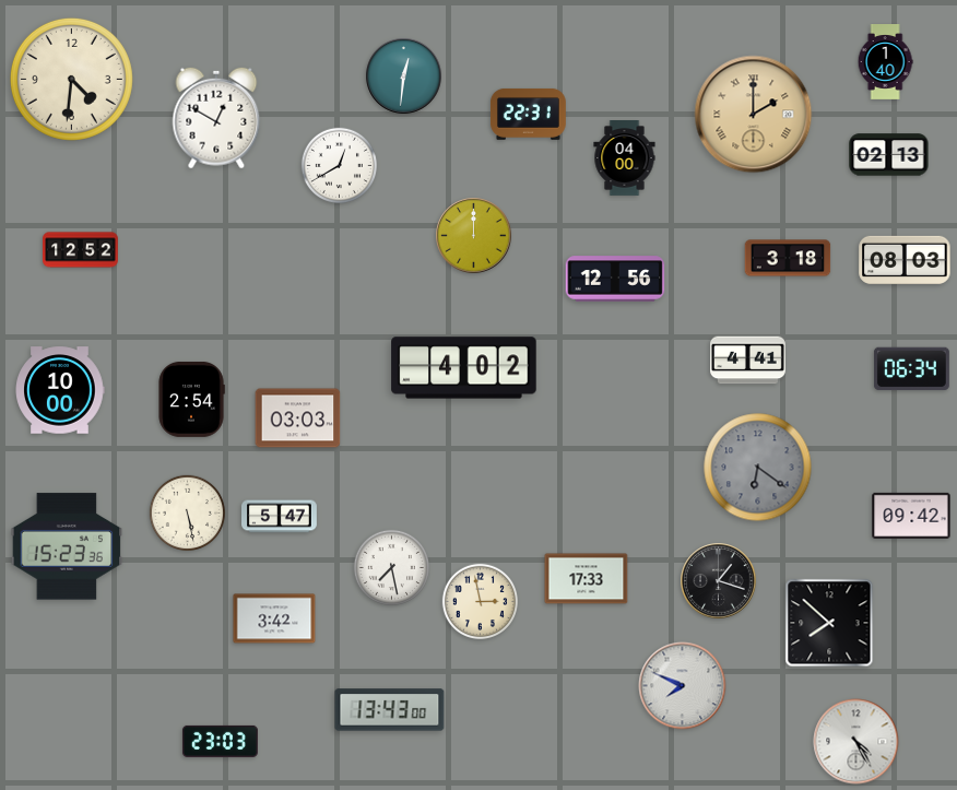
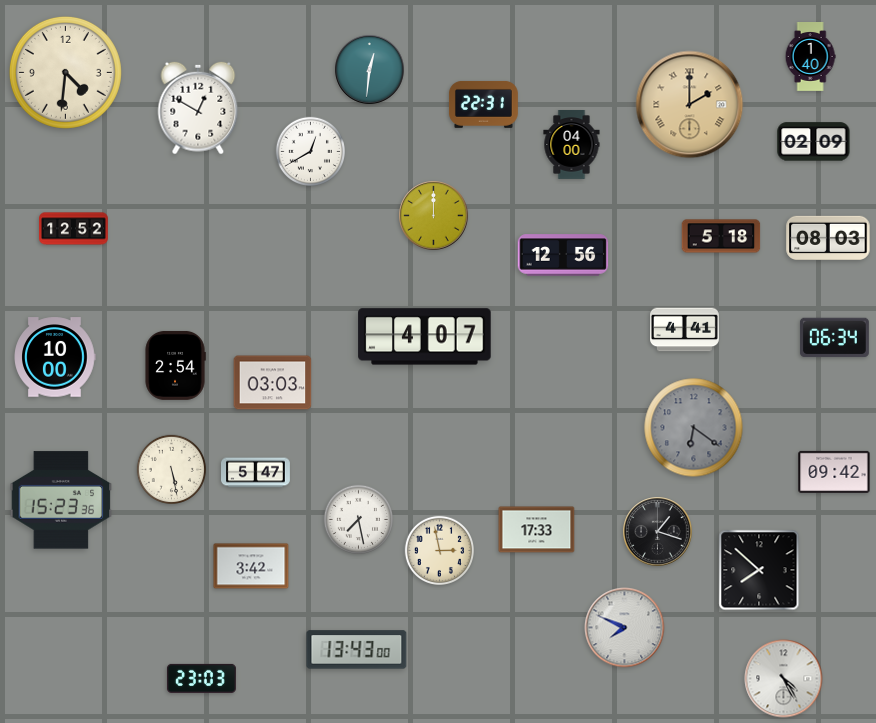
clock at (889, 155): 02:13 -> 02:09
clock at (788, 258): 3:18 -> 5:18
clock at (464, 368): 4:02 -> 4:07
